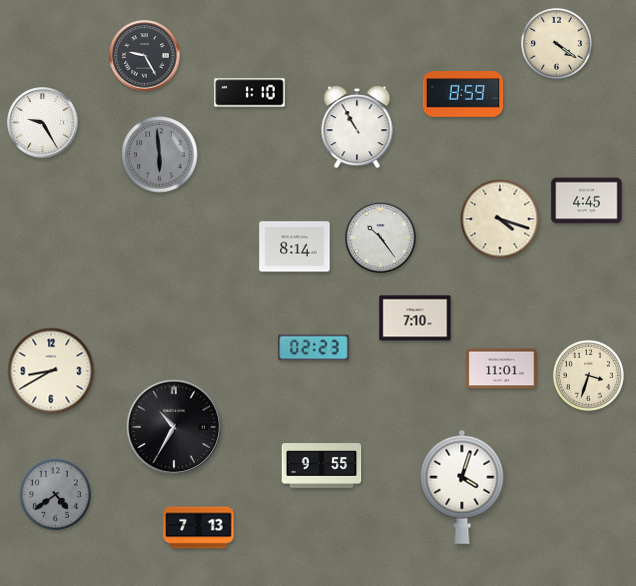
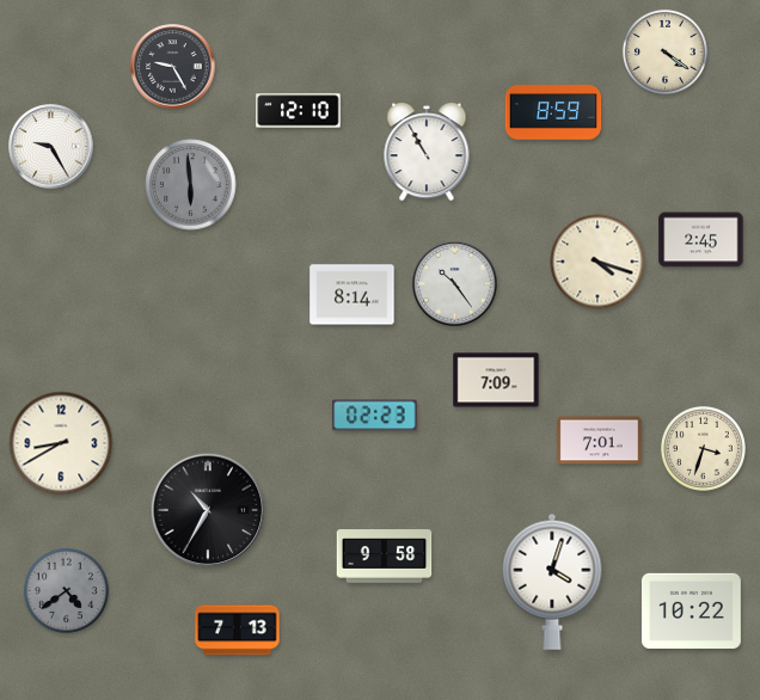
clock at (250, 93): 1:10 -> 12:10
clock at (587, 201): 4:45 -> 2:45
clock at (415, 318): 7:10 -> 7:09
clock at (502, 369): 11:01 -> 7:01
clock at (322, 466): 9:55 -> 9:58
clock at (691, 610): none -> 10:22
